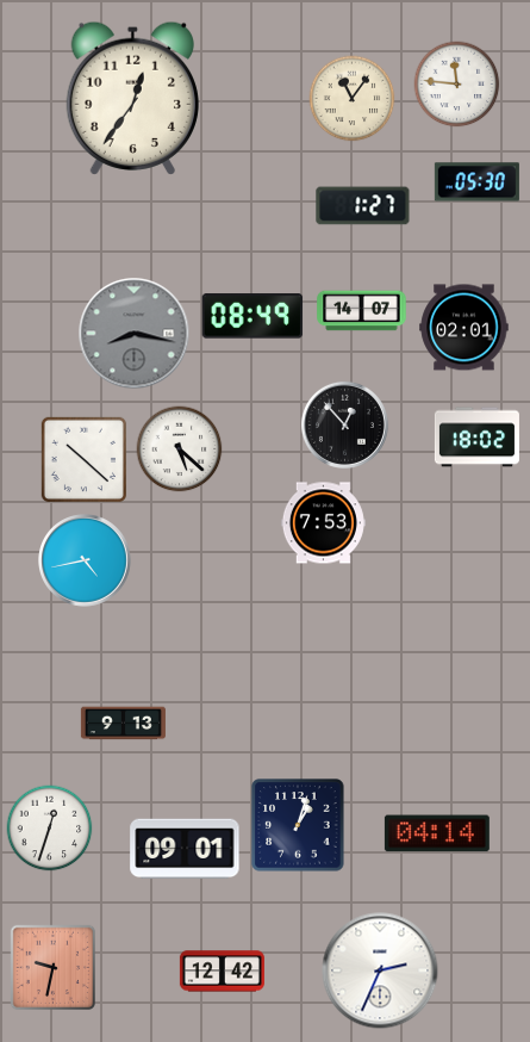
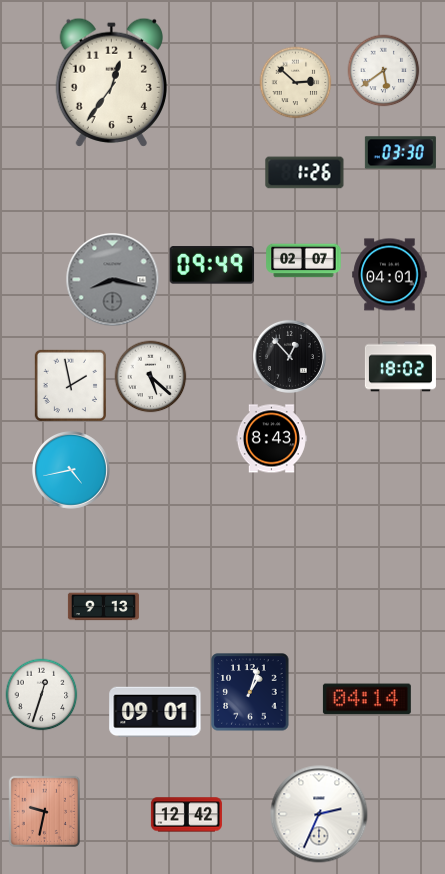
clock at (457, 85): 11:46 -> 5:39
clock at (353, 99): 11:06 -> 2:52
clock at (476, 182): 05:30 -> 03:30
clock at (363, 206): 1:27 -> 1:26
clock at (362, 311): 14:07 -> 02:07
clock at (252, 316): 08:49 -> 09:49
clock at (464, 328): 02:01 -> 04:01
clock at (83, 459): 10:22 -> 1:58
clock at (323, 523): 7:53 -> 8:43
